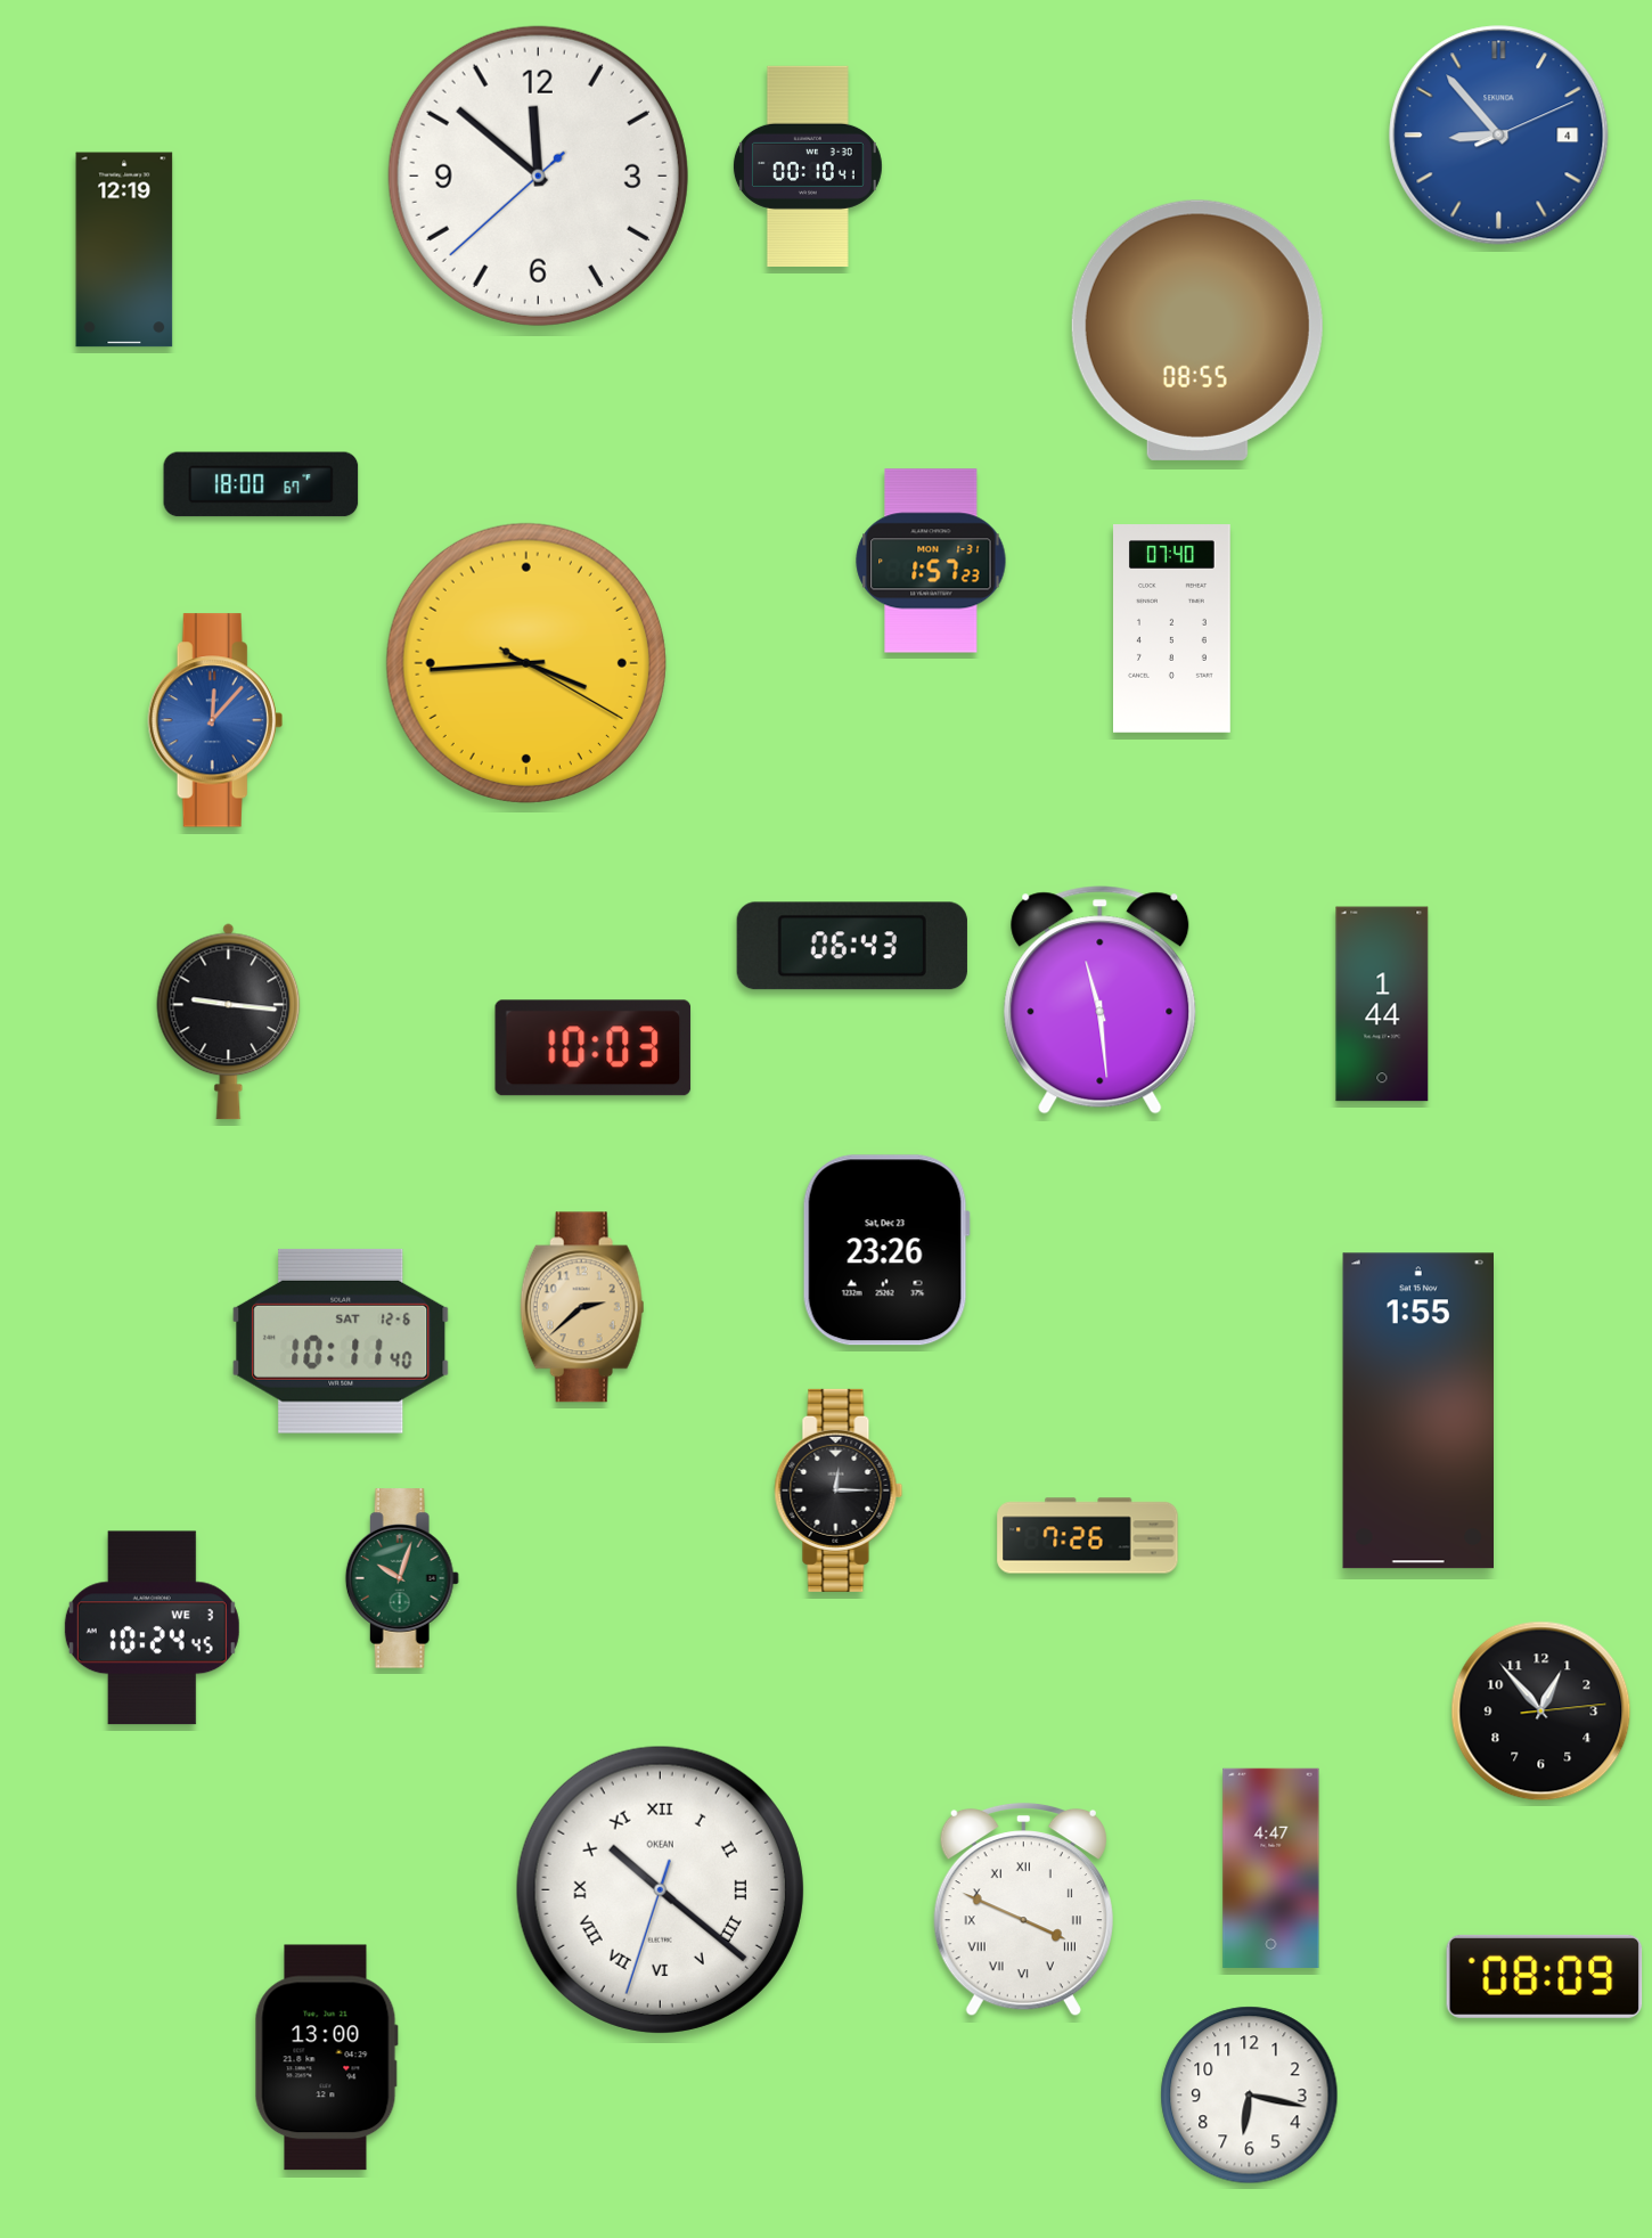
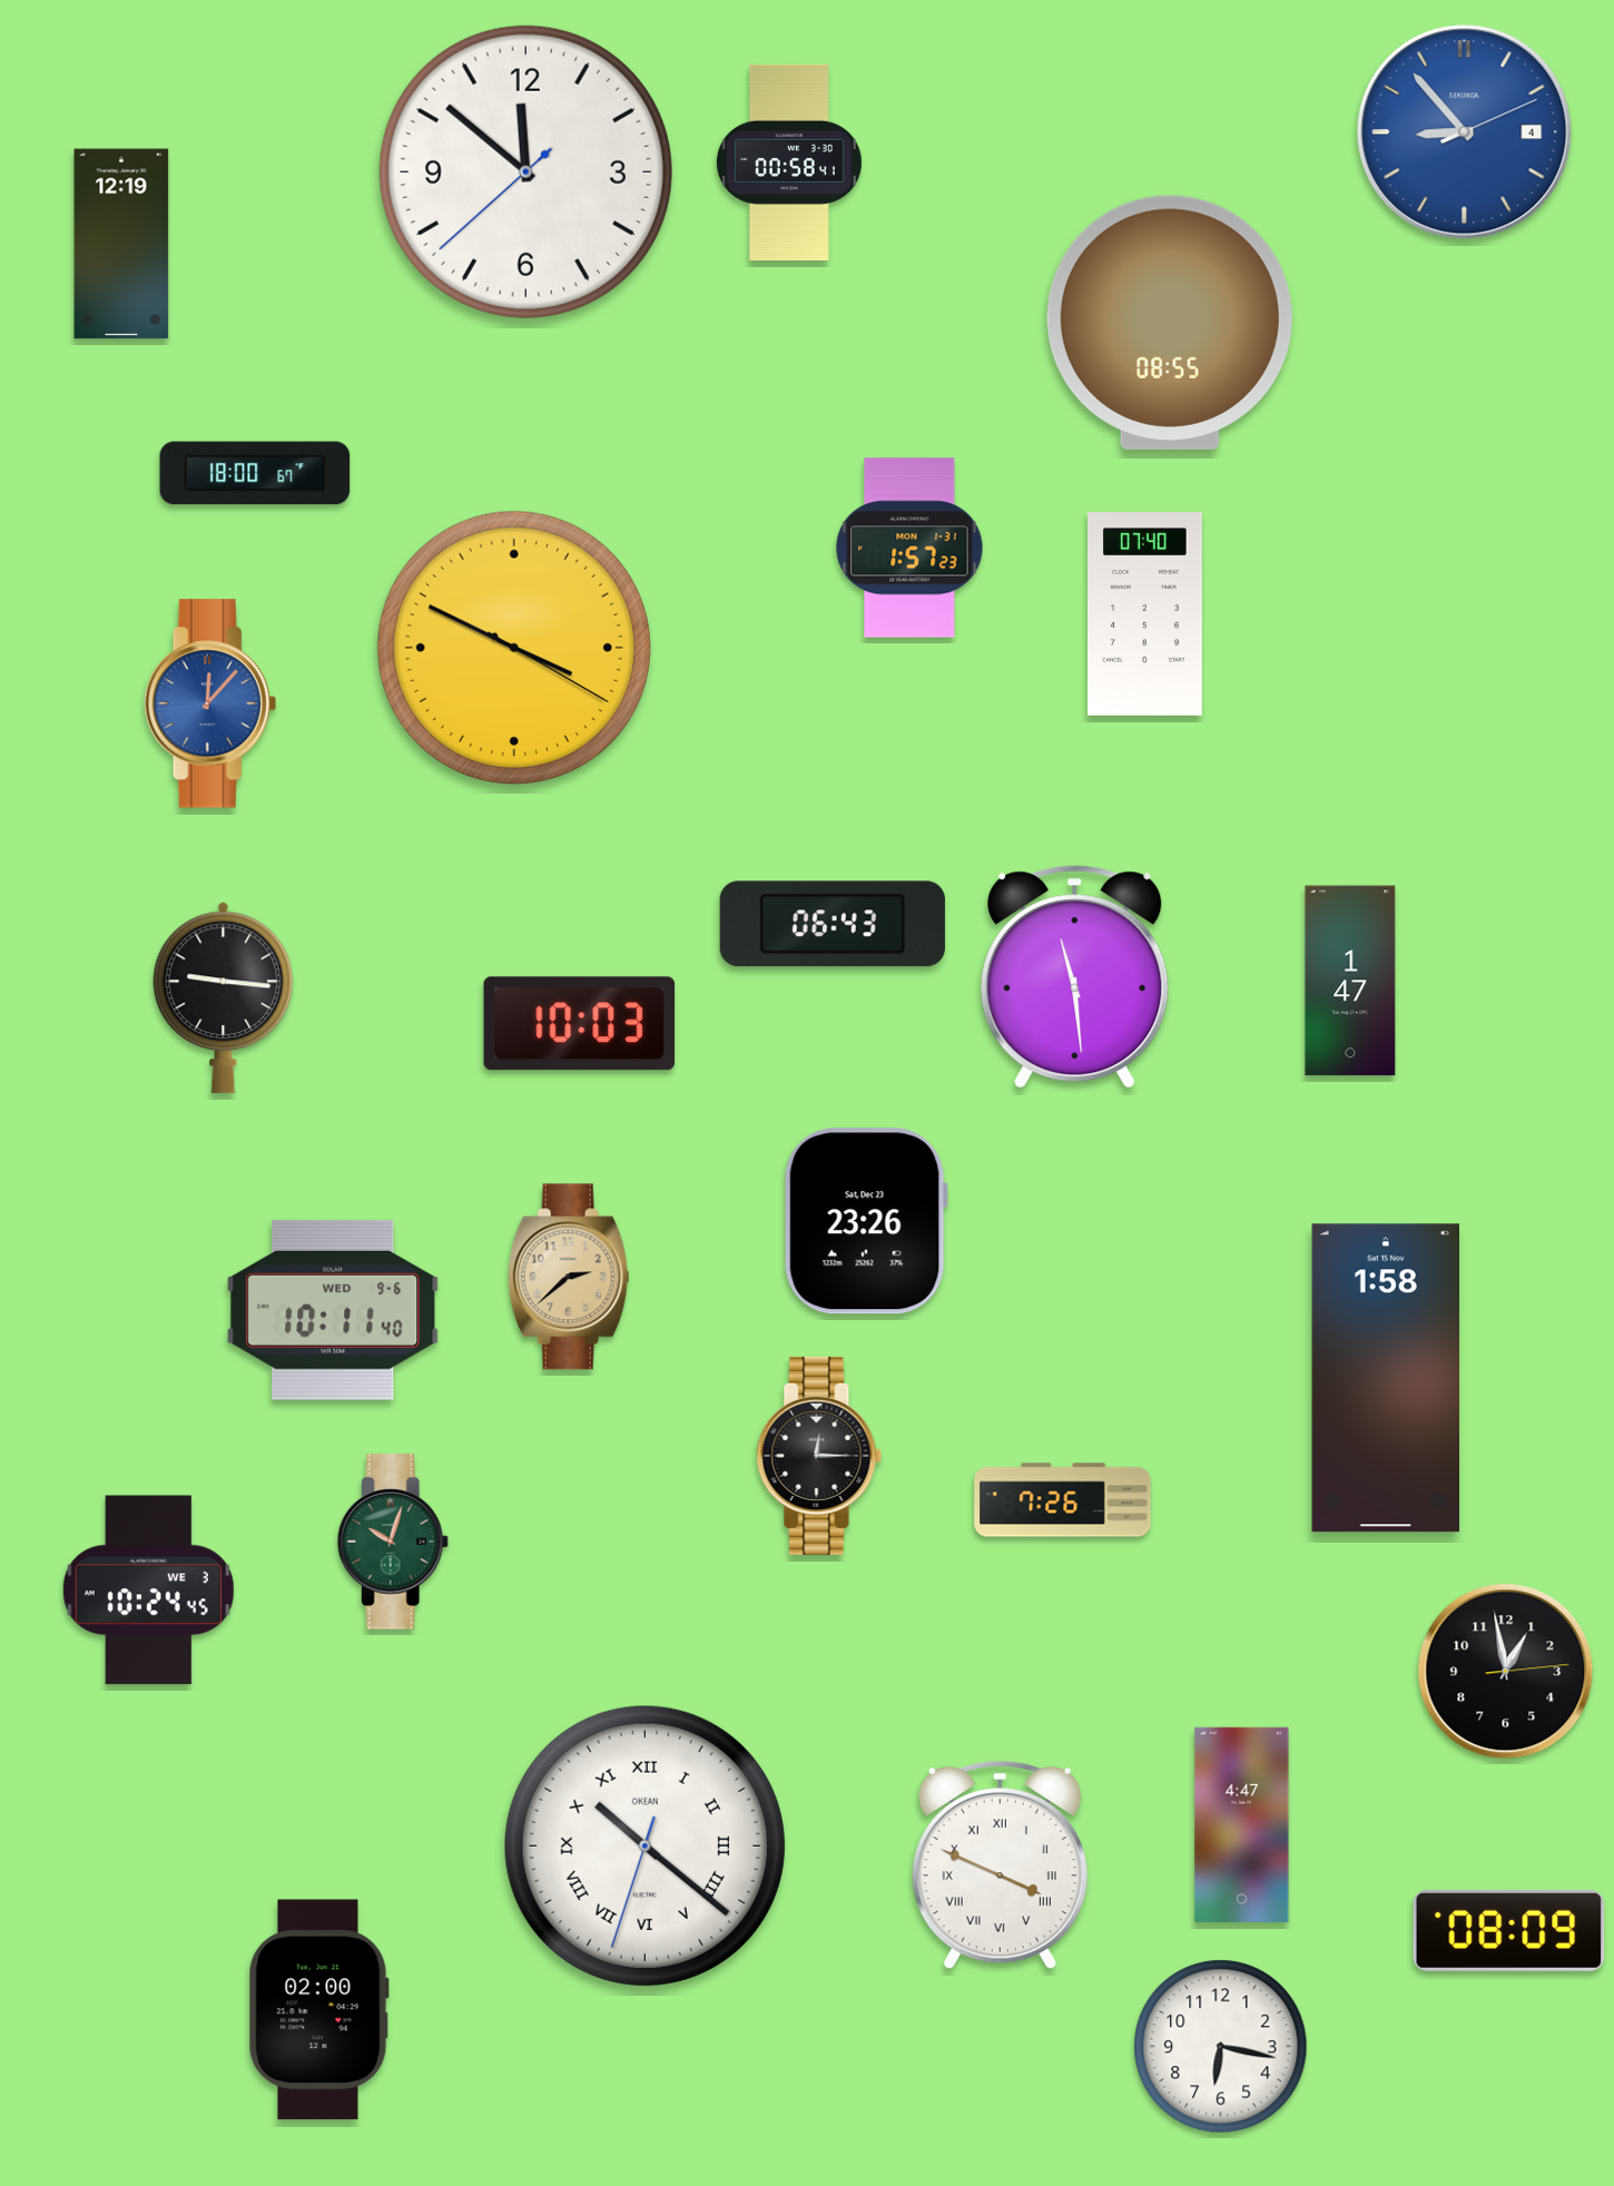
clock at (808, 166): 00:10 -> 00:58
clock at (526, 663): 3:44 -> 3:49
clock at (1382, 1004): 1:44 -> 1:47
clock at (341, 1341) date: SAT 12-6 -> WED 9-6
clock at (1417, 1411): 1:55 -> 1:58
clock at (1541, 1712): 12:53 -> 12:58
clock at (326, 2058): 13:00 -> 02:00
